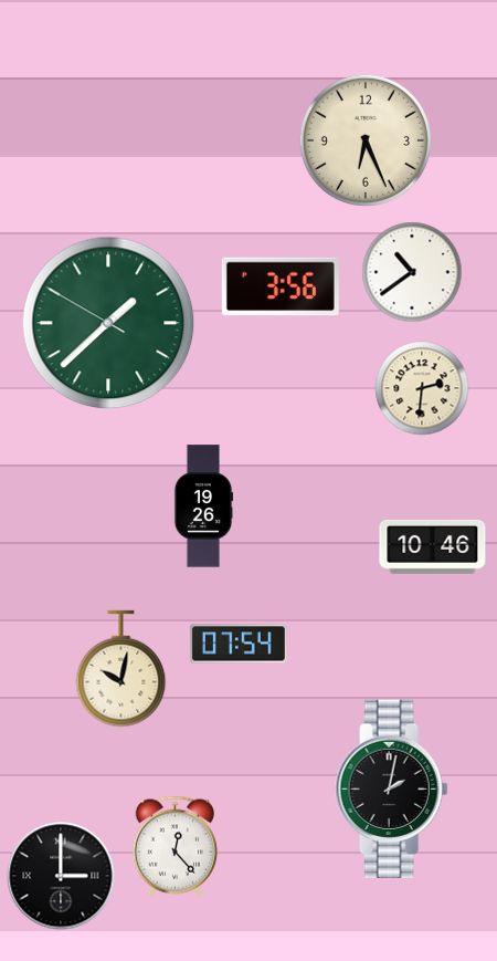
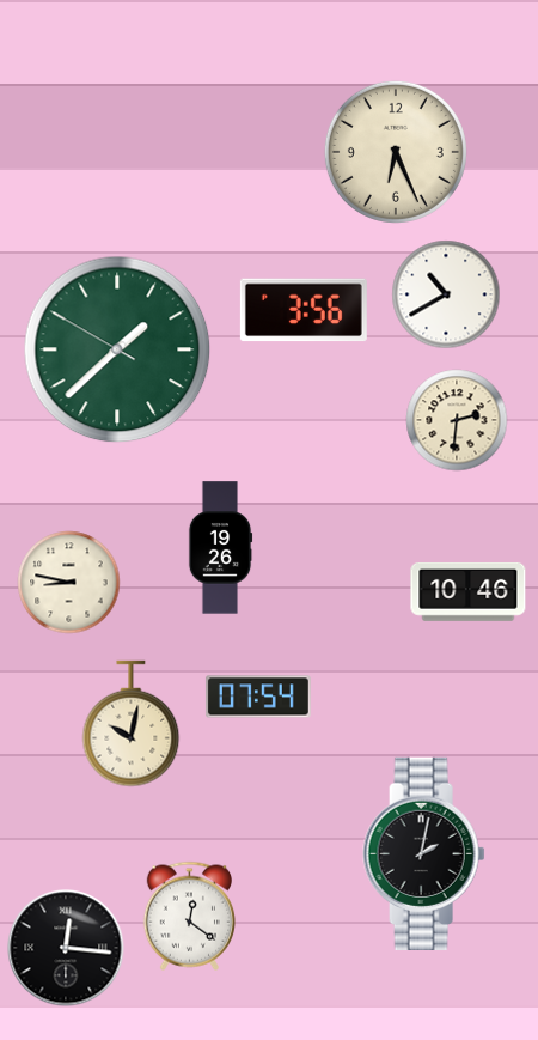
clock at (412, 272): 10:39 -> 10:40
clock at (69, 583): none -> 8:47
clock at (175, 846): 12:23 -> 12:21
clock at (61, 876): 3:00 -> 12:16
